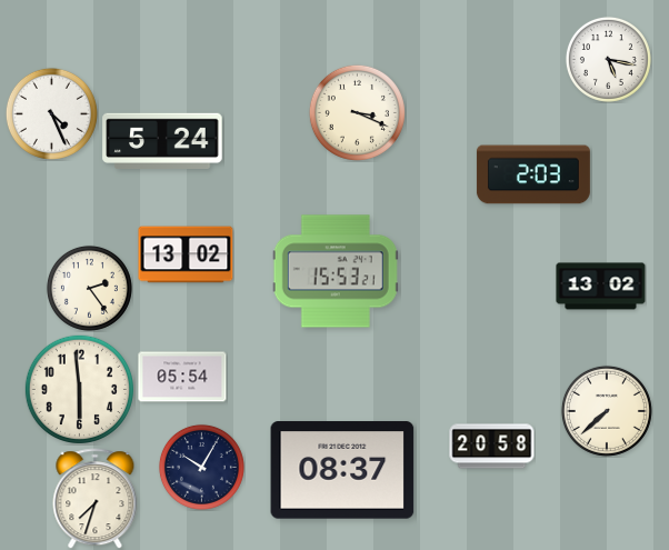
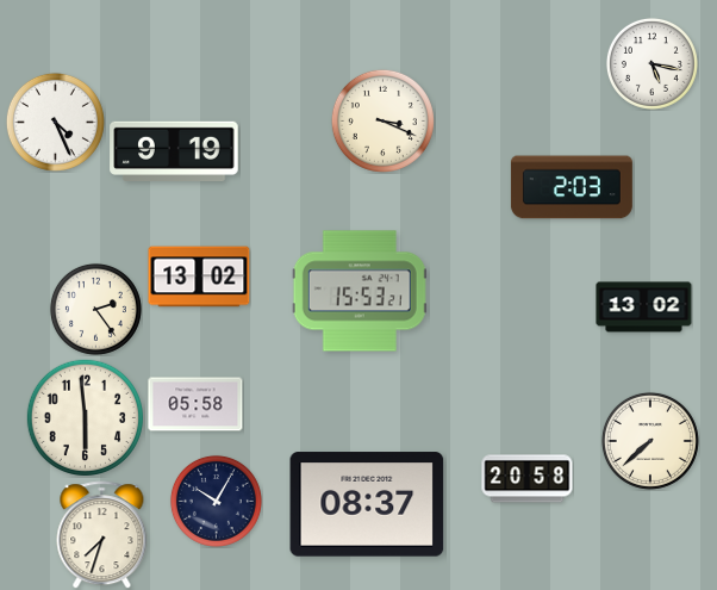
clock at (162, 140): 5:24 -> 9:19
clock at (186, 254) position: (186, 254) -> (199, 277)
clock at (182, 377): 05:54 -> 05:58
